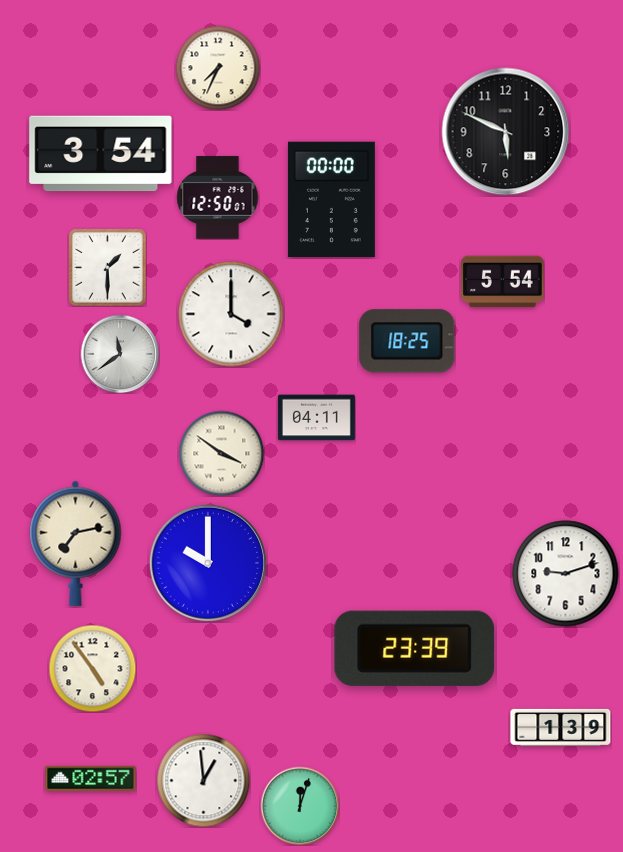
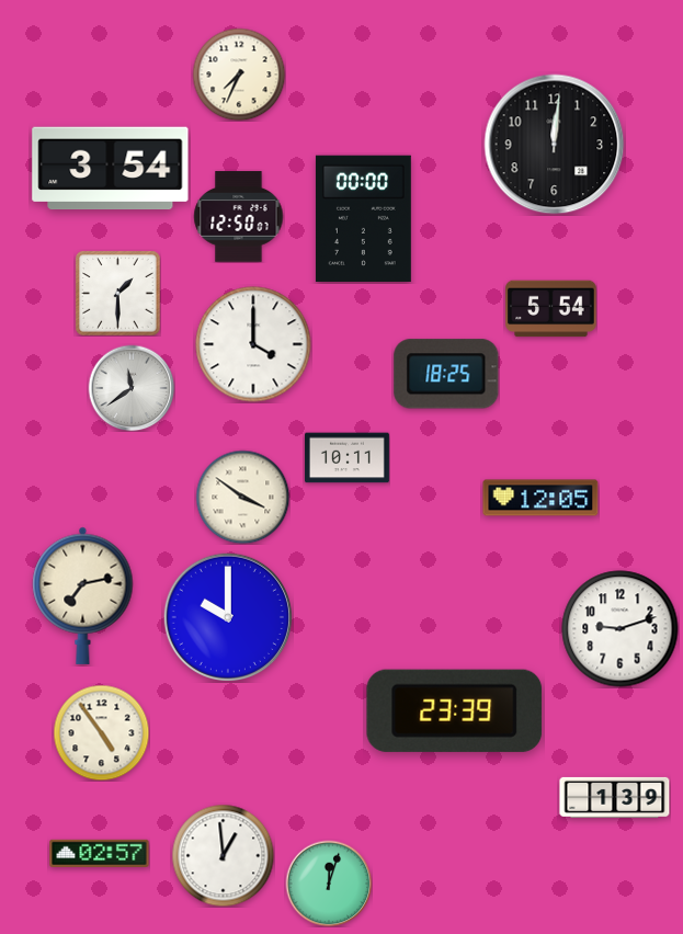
clock at (506, 132): 5:49 -> 12:01
clock at (316, 418): 04:11 -> 10:11
clock at (540, 498): none -> 12:05
